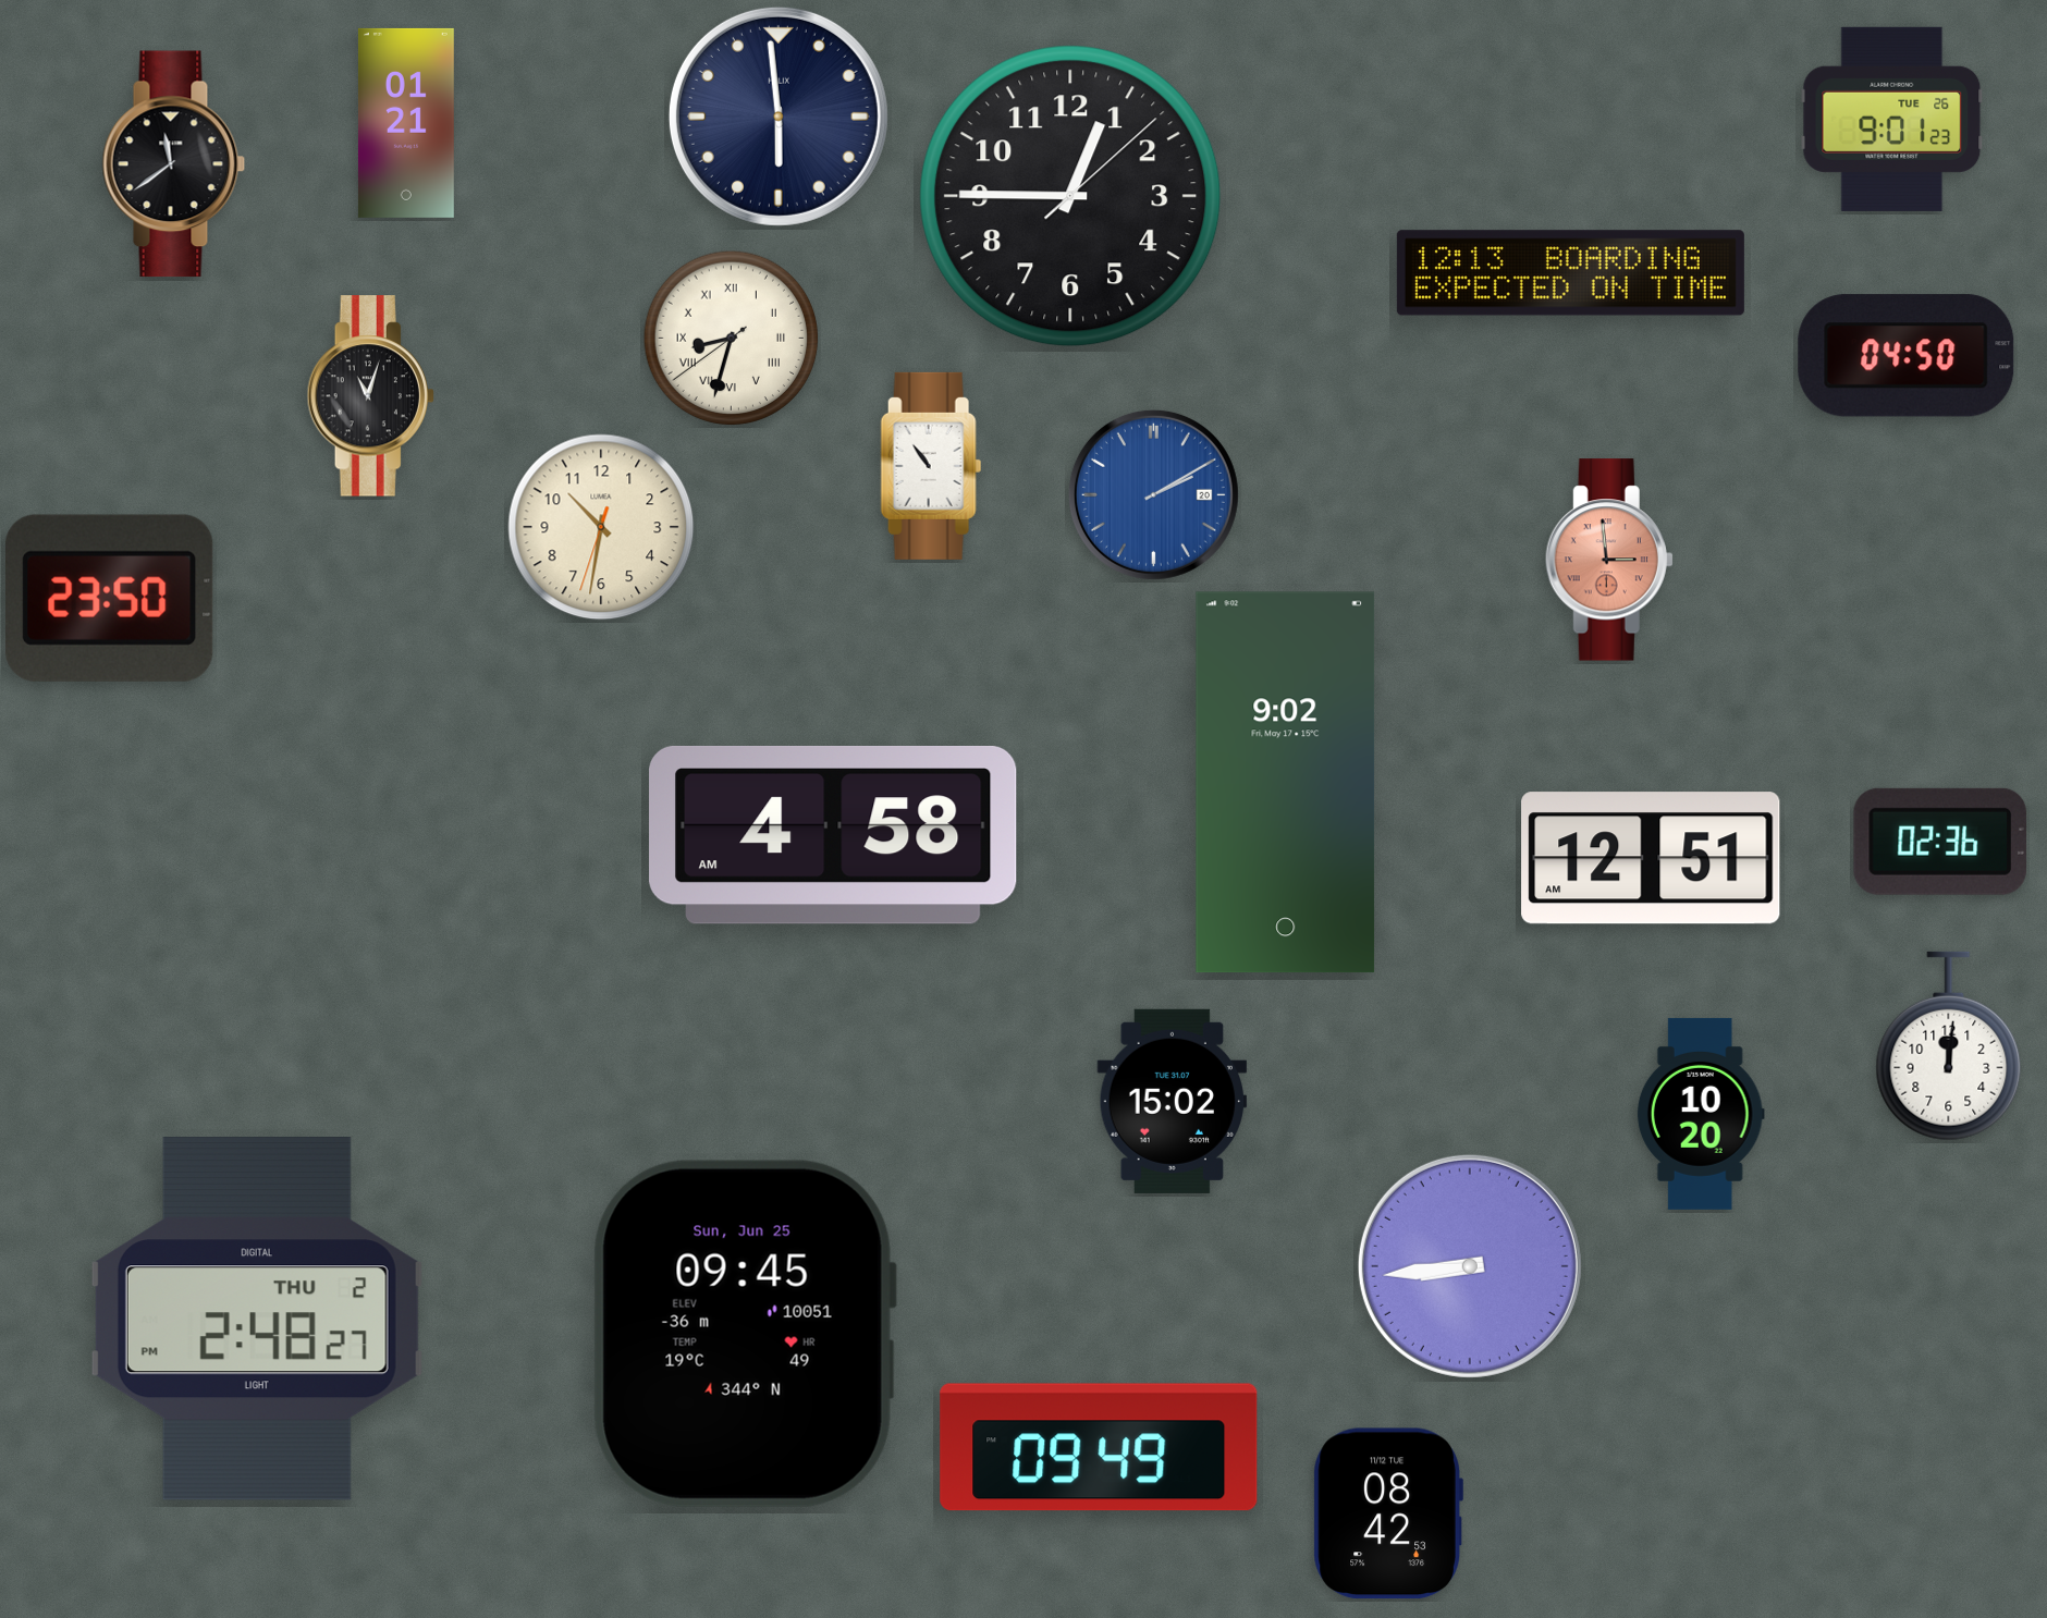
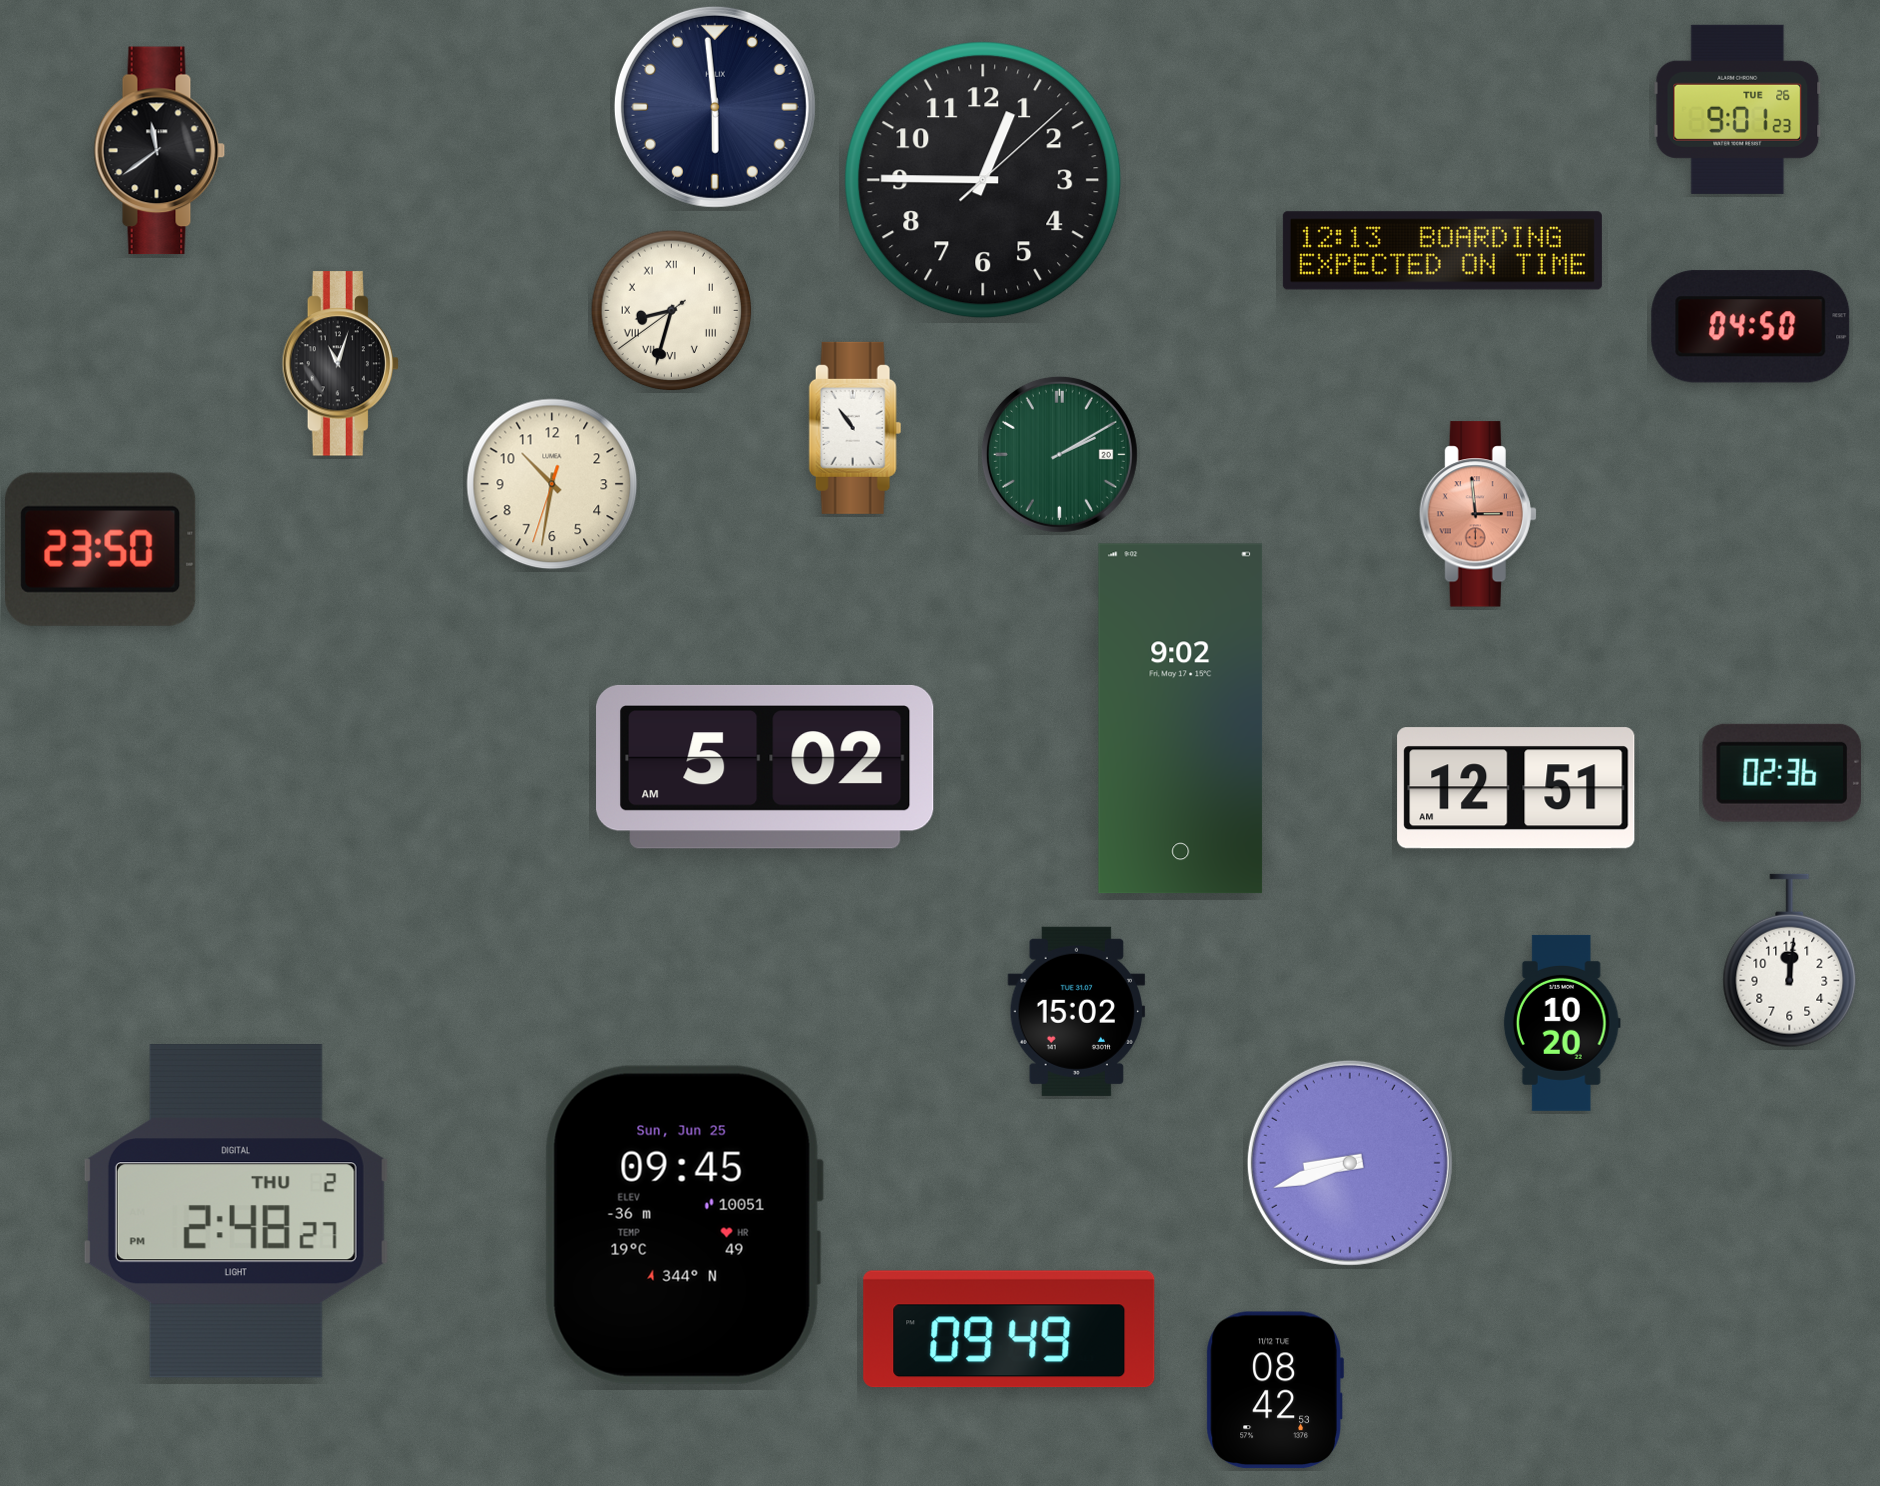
clock at (406, 123): 01:21 -> none
clock at (1153, 494) dial: blue -> green
clock at (833, 835): 4:58 -> 5:02
clock at (1470, 1266): 8:44 -> 8:42
